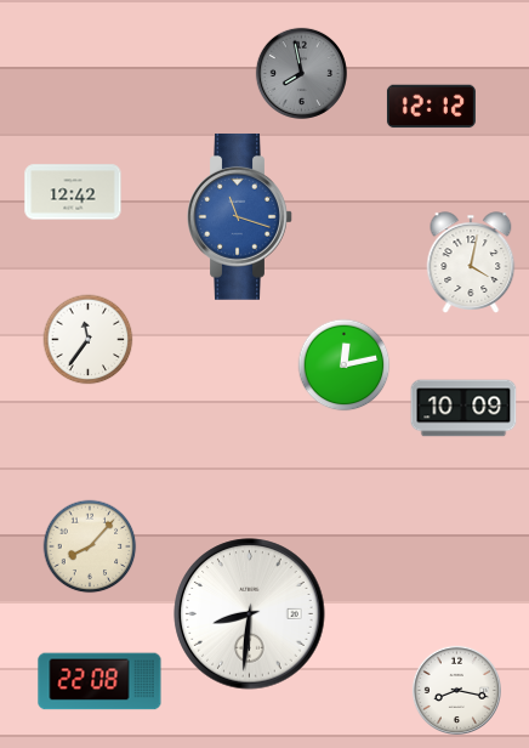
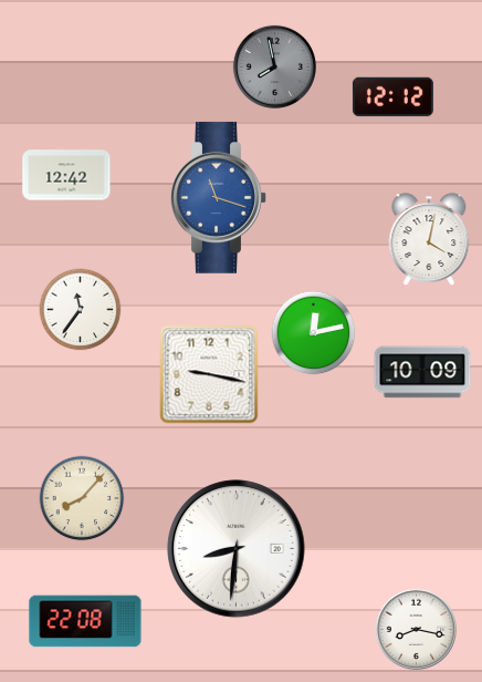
clock at (209, 374): none -> 9:17
clock at (250, 614) position: (250, 614) -> (237, 549)
clock at (99, 681) position: (99, 681) -> (85, 621)
